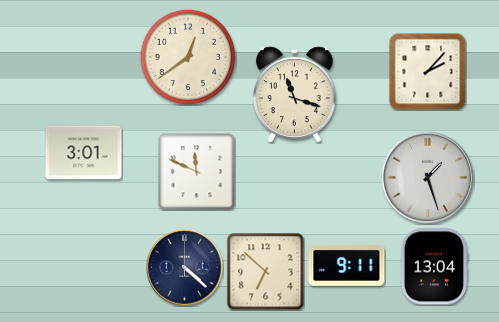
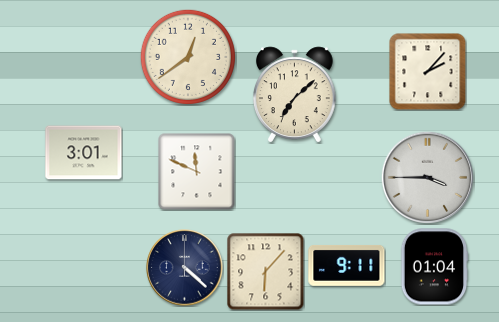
clock at (294, 95): 11:18 -> 7:08
clock at (427, 177): 1:27 -> 3:45
clock at (434, 267): 13:04 -> 01:04
clock at (265, 271): 6:52 -> 6:07
